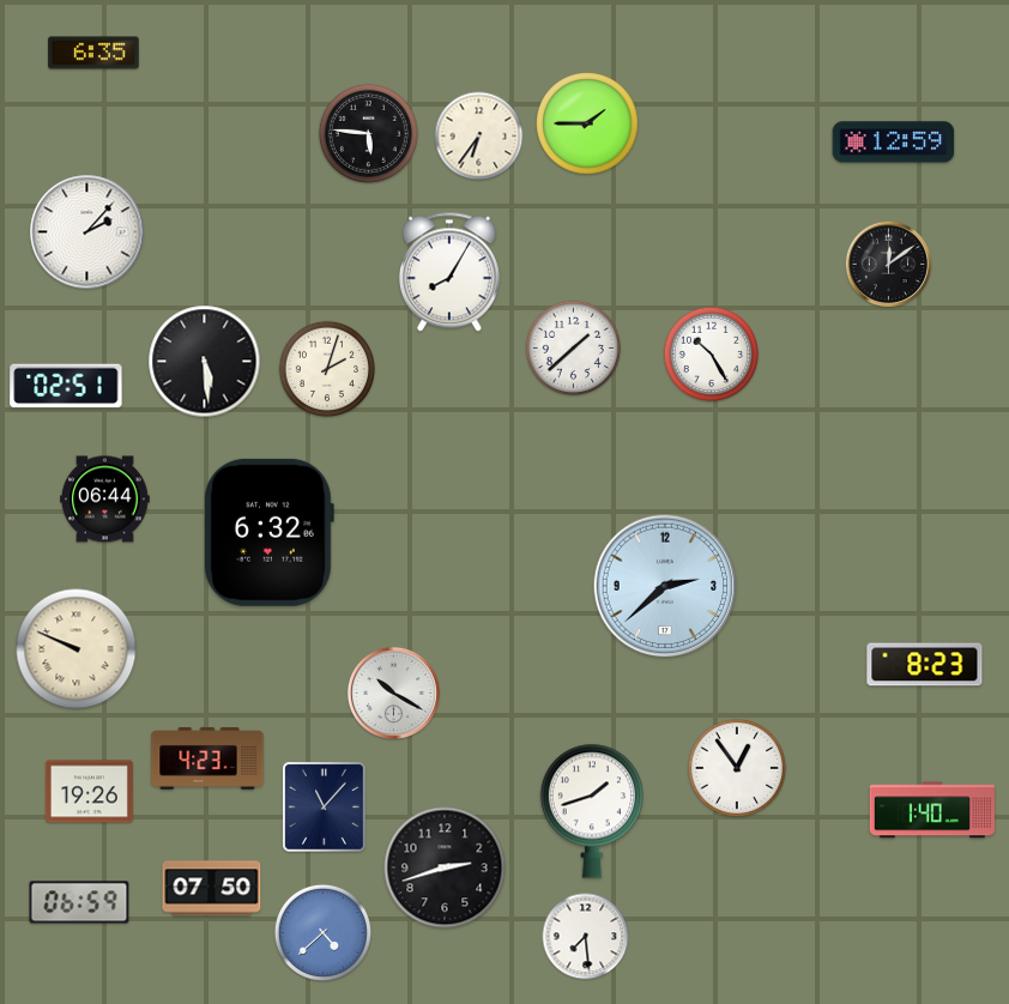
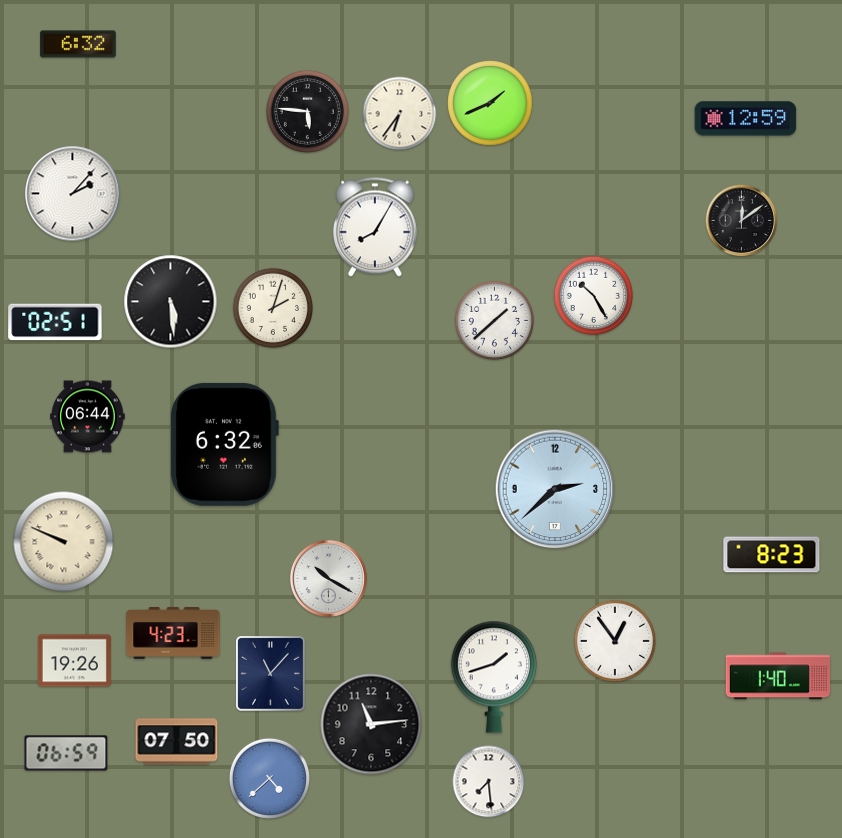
clock at (93, 53): 6:35 -> 6:32
clock at (588, 125): 1:45 -> 1:41
clock at (574, 349) position: (574, 349) -> (495, 321)
clock at (445, 867): 2:42 -> 11:14
